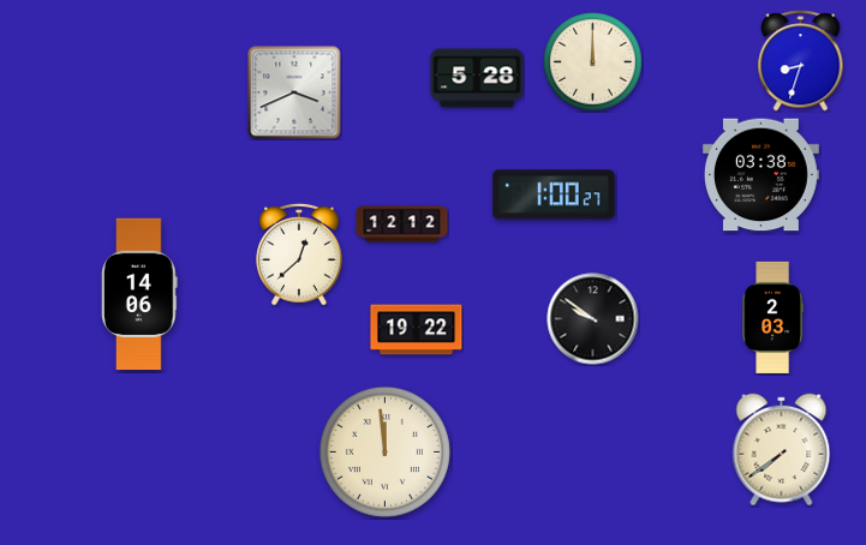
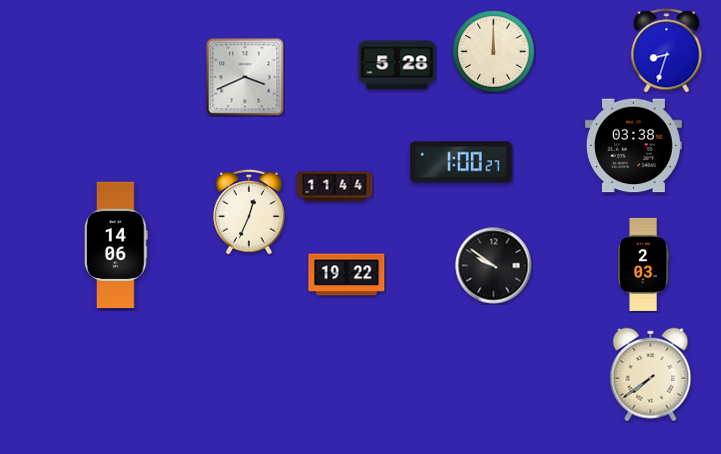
clock at (402, 224): 12:12 -> 11:44
clock at (299, 254): 12:38 -> 12:34
clock at (384, 451): 11:59 -> none
